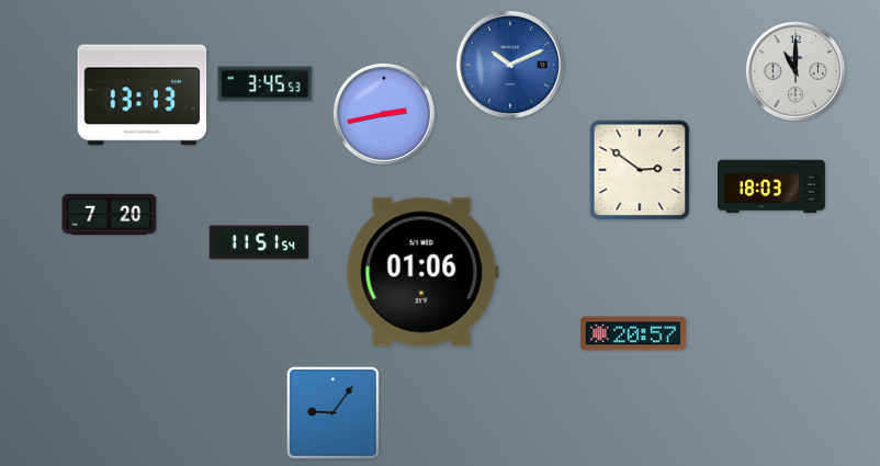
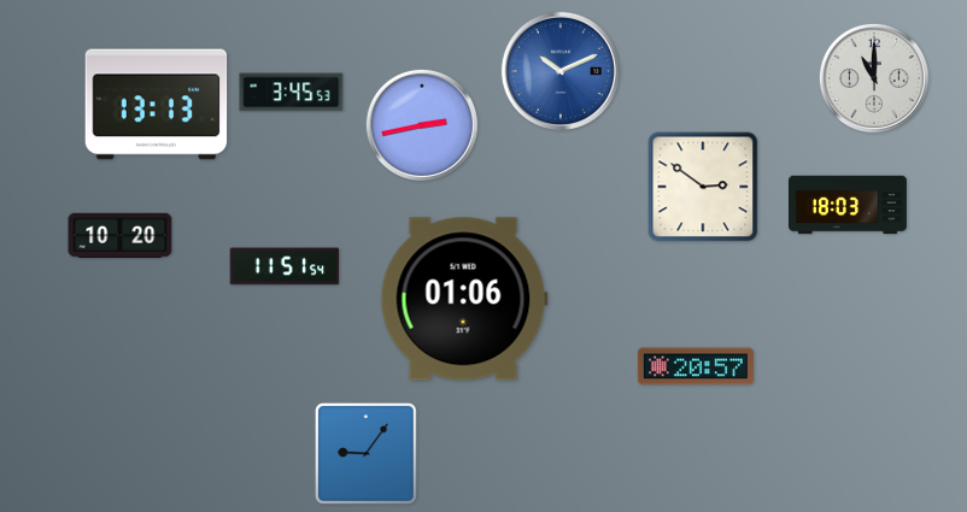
clock at (110, 215): 7:20 -> 10:20
